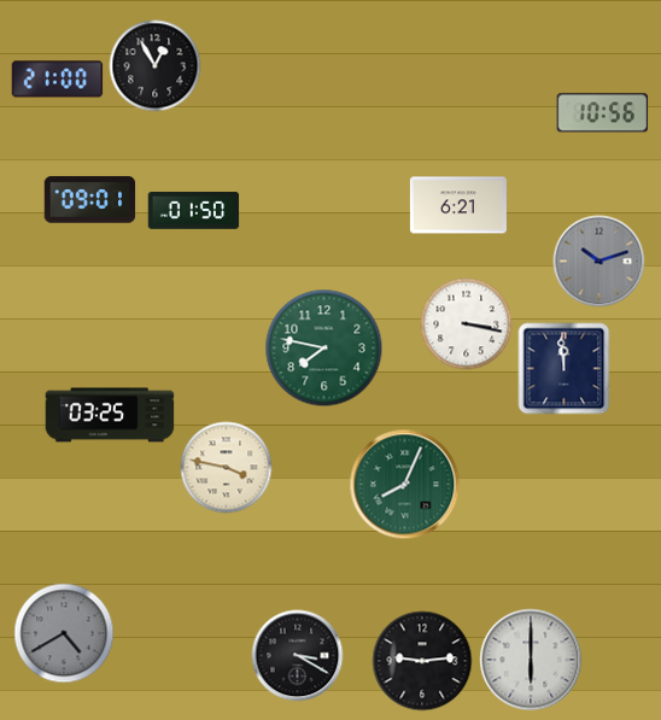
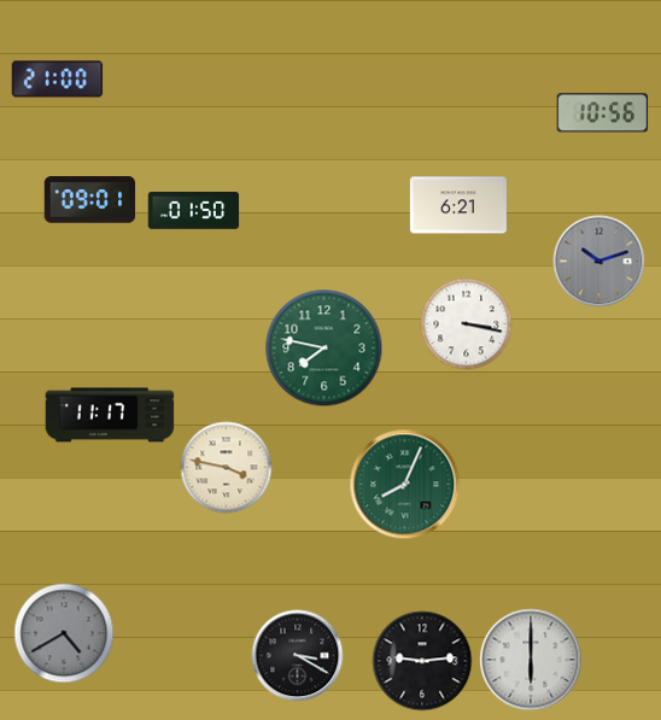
clock at (156, 66): 12:55 -> none
clock at (565, 369): 11:59 -> none
clock at (110, 415): 03:25 -> 11:17
